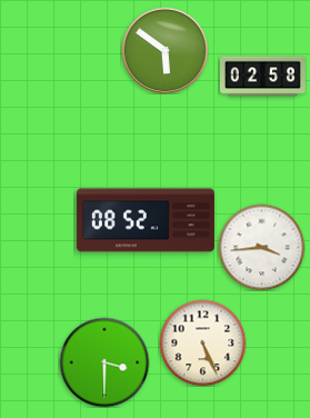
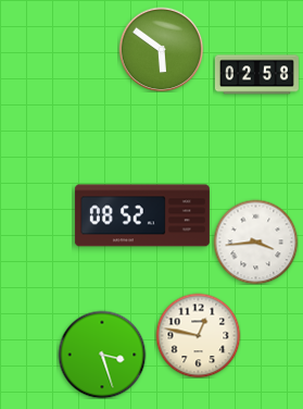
clock at (202, 342): 5:26 -> 12:47
clock at (104, 362): 3:30 -> 3:27
